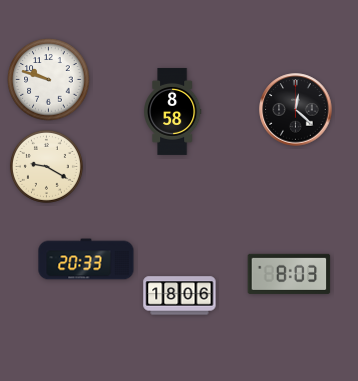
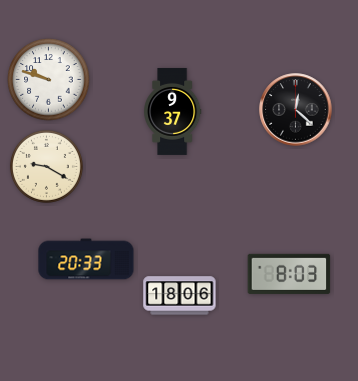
clock at (173, 111): 8:58 -> 9:37
